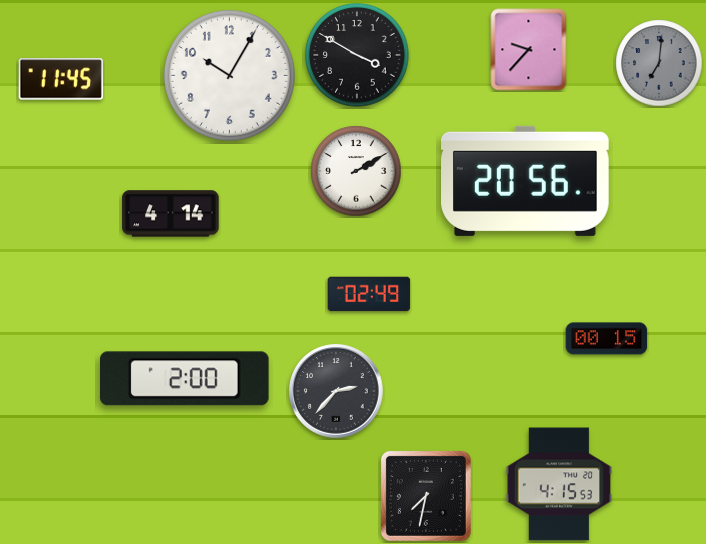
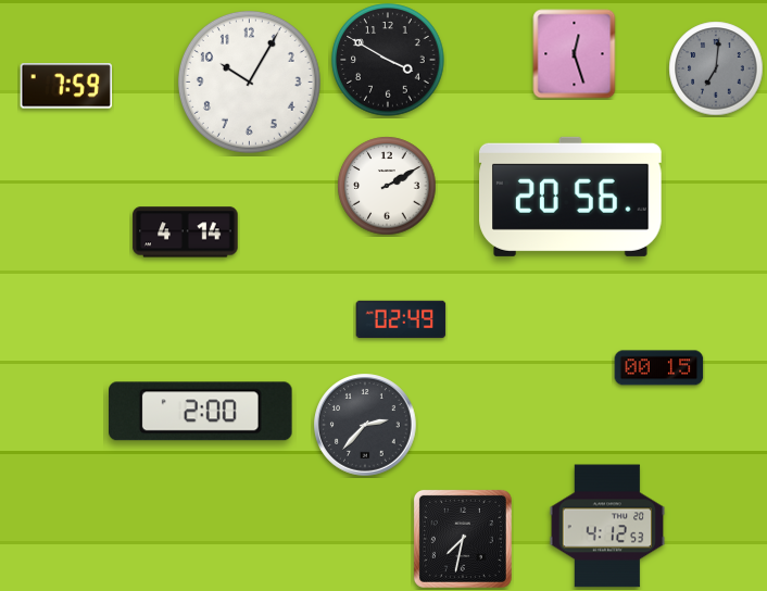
clock at (529, 50): 9:37 -> 12:27
clock at (60, 79): 11:45 -> 7:59
clock at (559, 484): 4:15 -> 4:12
